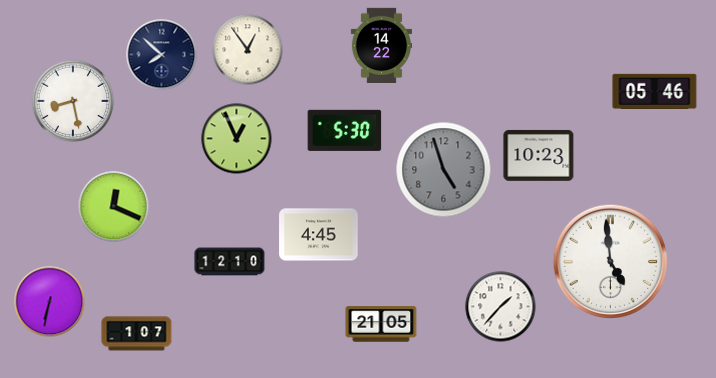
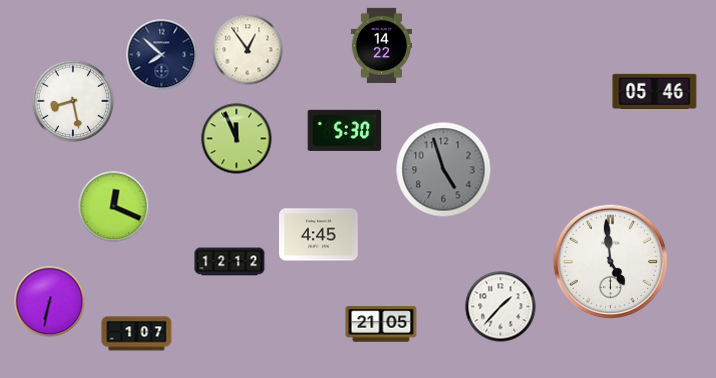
clock at (237, 139): 12:56 -> 11:56
clock at (539, 155): 10:23 -> none
clock at (230, 262): 12:10 -> 12:12
